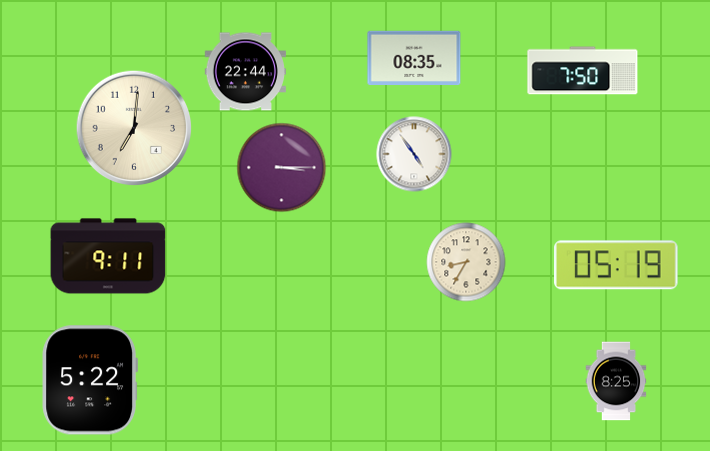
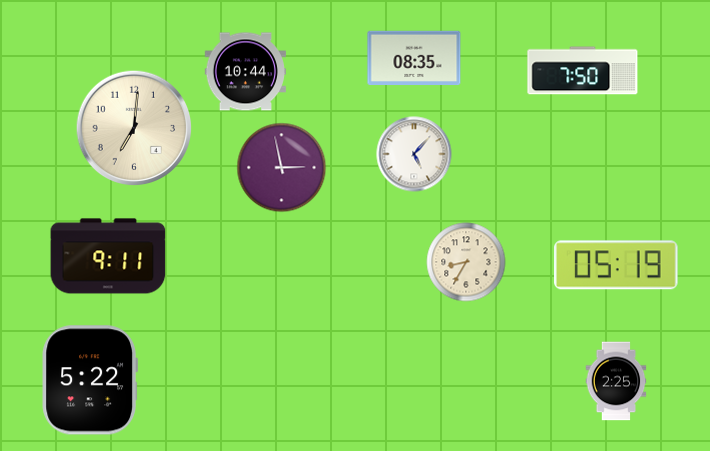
clock at (245, 72): 22:44 -> 10:44
clock at (414, 154): 4:54 -> 5:07
clock at (282, 168): 3:15 -> 2:58
clock at (616, 381): 8:25 -> 2:25
